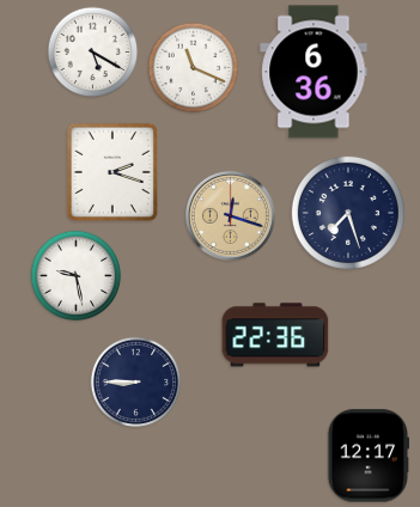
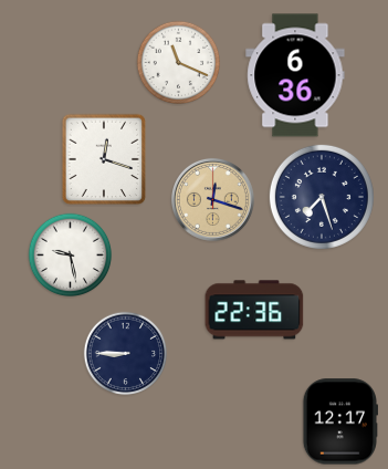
clock at (93, 53): 5:20 -> none
clock at (314, 72) position: (314, 72) -> (295, 75)
clock at (112, 172): 2:18 -> 12:18
